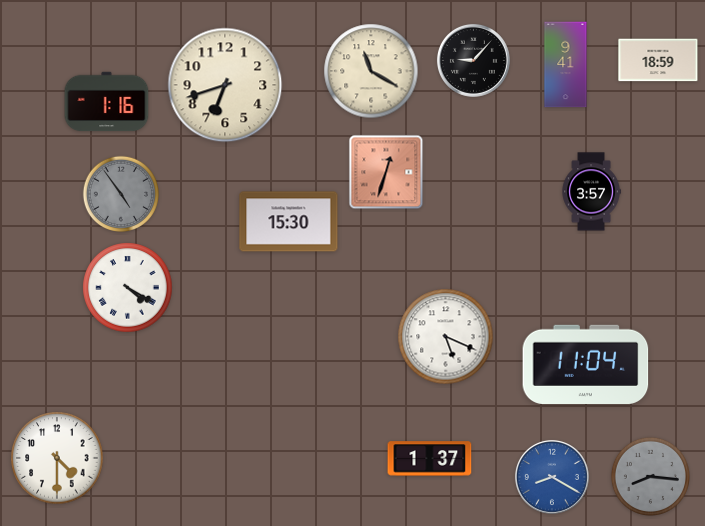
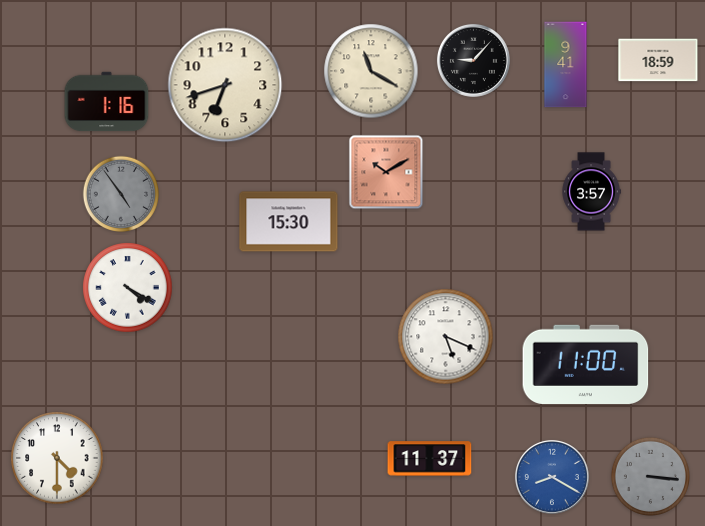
clock at (386, 172): 12:33 -> 10:10
clock at (586, 364): 11:04 -> 11:00
clock at (430, 459): 1:37 -> 11:37
clock at (650, 476): 8:16 -> 3:16
